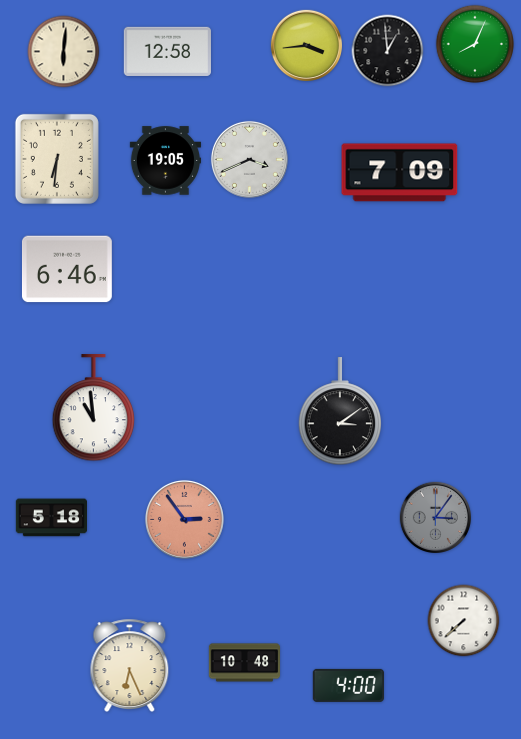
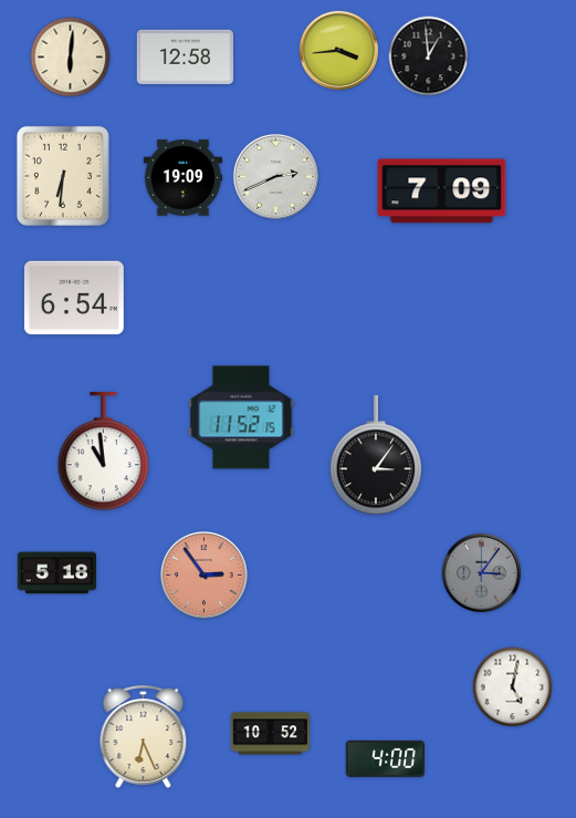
clock at (475, 44): 8:04 -> none
clock at (249, 159): 3:41 -> 2:41
clock at (165, 161): 19:05 -> 19:09
clock at (67, 269): 6:46 -> 6:54
clock at (241, 417): none -> 11:52
clock at (339, 412): 3:09 -> 3:06
clock at (464, 621): 7:38 -> 5:02
clock at (244, 663): 10:48 -> 10:52
